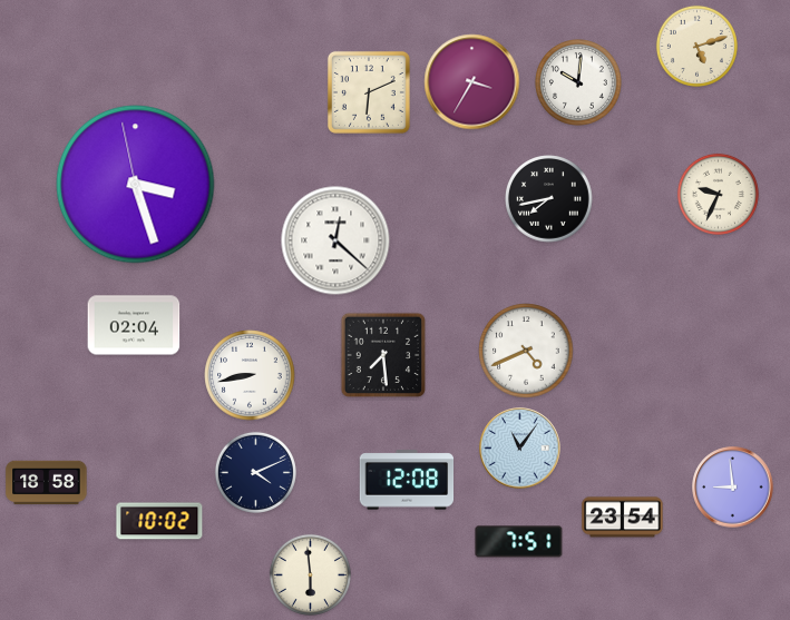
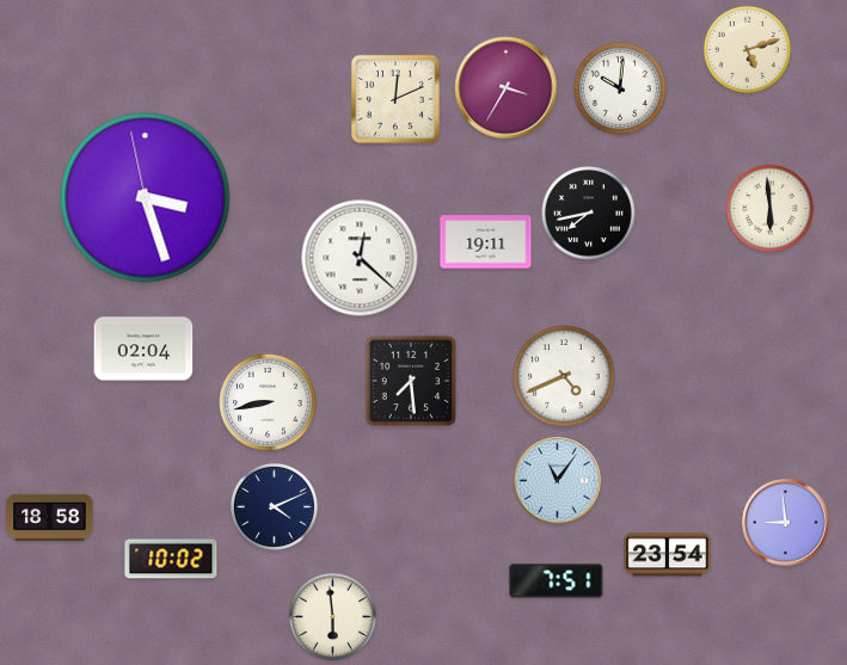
clock at (369, 92): 6:11 -> 12:11
clock at (718, 194): 9:34 -> 5:59
clock at (486, 242): none -> 19:11
clock at (407, 480): 12:08 -> none
